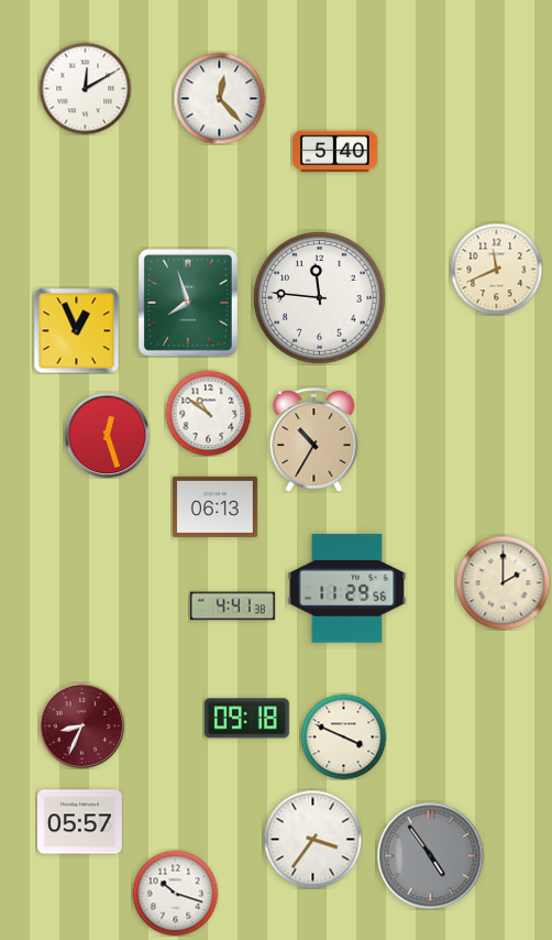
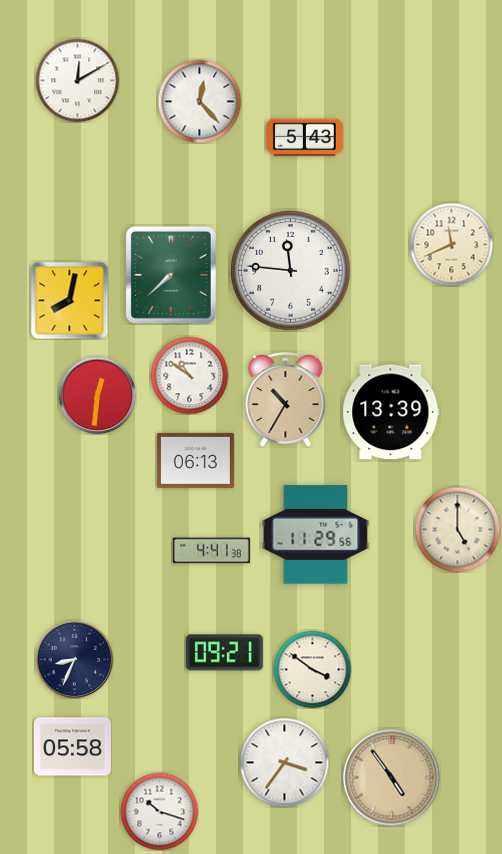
clock at (219, 98) position: (219, 98) -> (199, 101)
clock at (334, 152): 5:40 -> 5:43
clock at (188, 303): 7:57 -> 7:38
clock at (76, 330): 12:56 -> 8:02
clock at (107, 435): 12:27 -> 12:31
clock at (391, 412): none -> 13:39
clock at (503, 582): 2:00 -> 5:00
clock at (246, 719): 09:18 -> 09:21
clock at (81, 725) dial: burgundy -> navy
clock at (343, 736): 3:49 -> 3:51
clock at (79, 822): 05:57 -> 05:58
clock at (431, 856) dial: grey -> champagne
